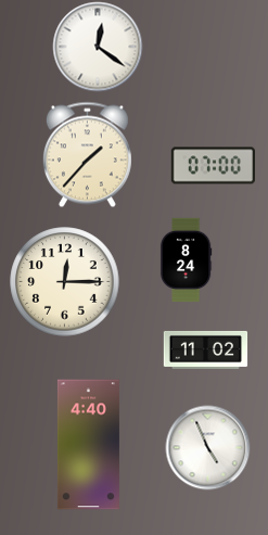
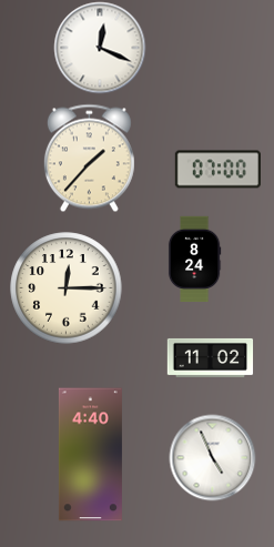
clock at (98, 47): 12:21 -> 12:19
clock at (186, 259) position: (186, 259) -> (194, 259)
